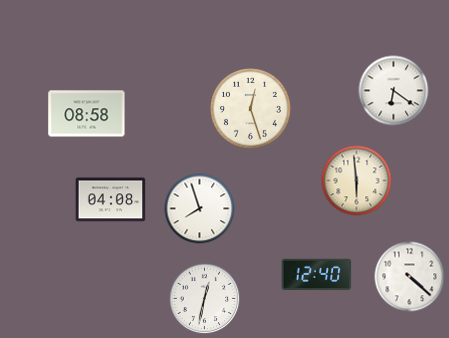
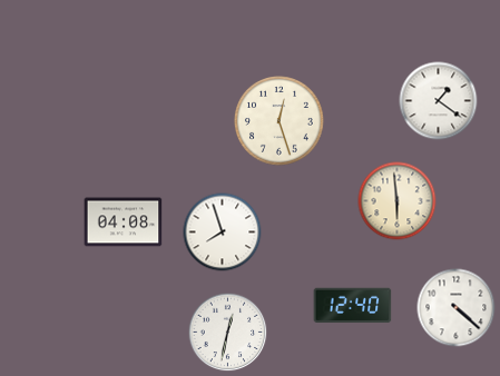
clock at (394, 91): 6:21 -> 1:21
clock at (87, 114): 08:58 -> none
